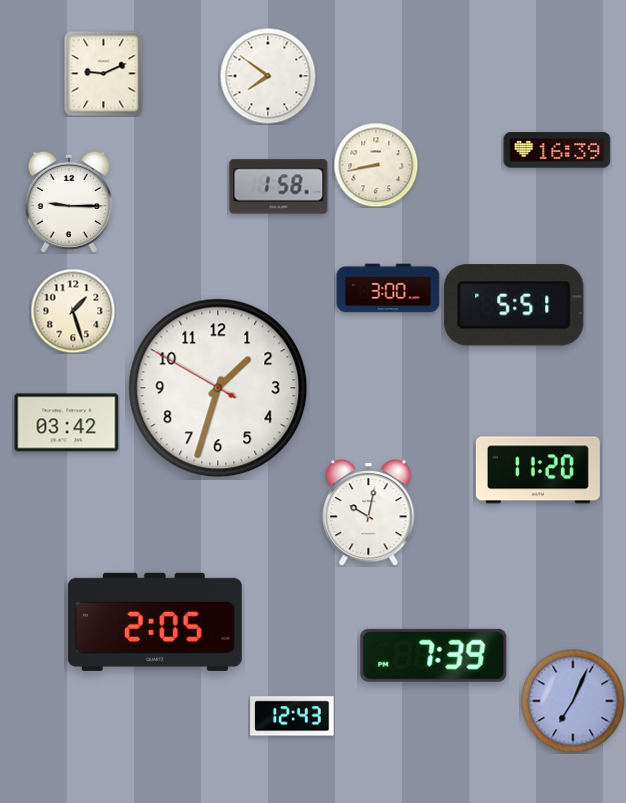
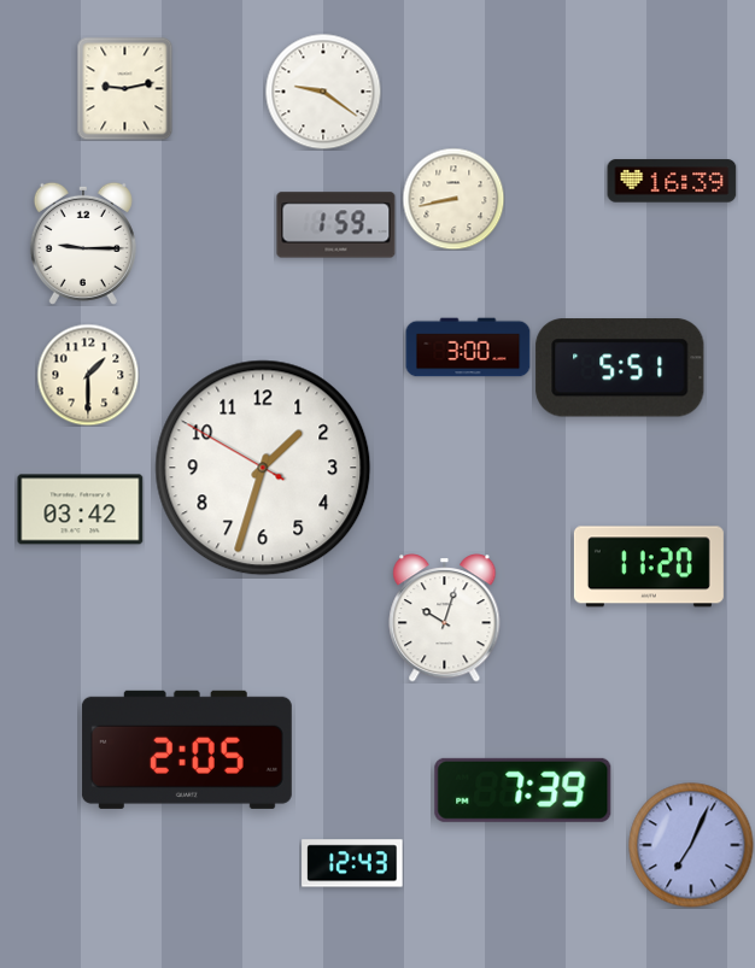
clock at (104, 73): 9:11 -> 9:13
clock at (268, 76): 7:51 -> 9:21
clock at (279, 187): 1:58 -> 1:59
clock at (73, 311): 1:27 -> 1:30
clock at (369, 513): 10:02 -> 10:03
